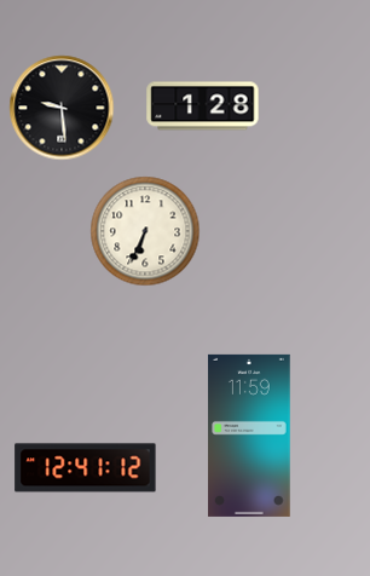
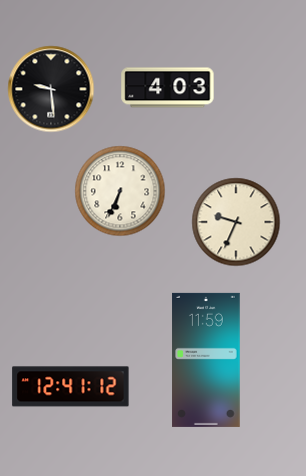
clock at (203, 106): 1:28 -> 4:03
clock at (236, 222): none -> 9:34
